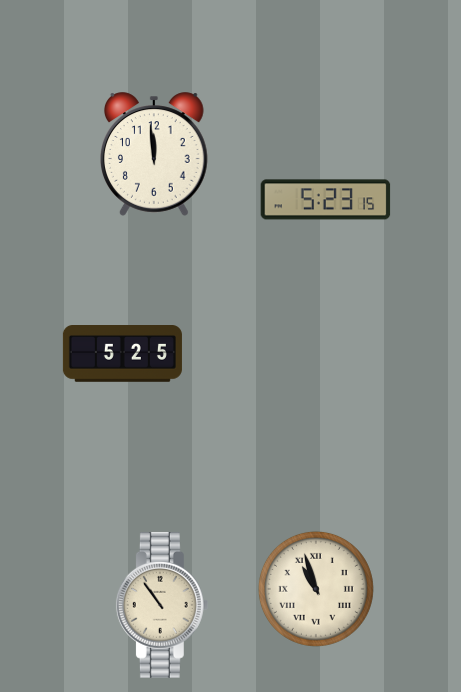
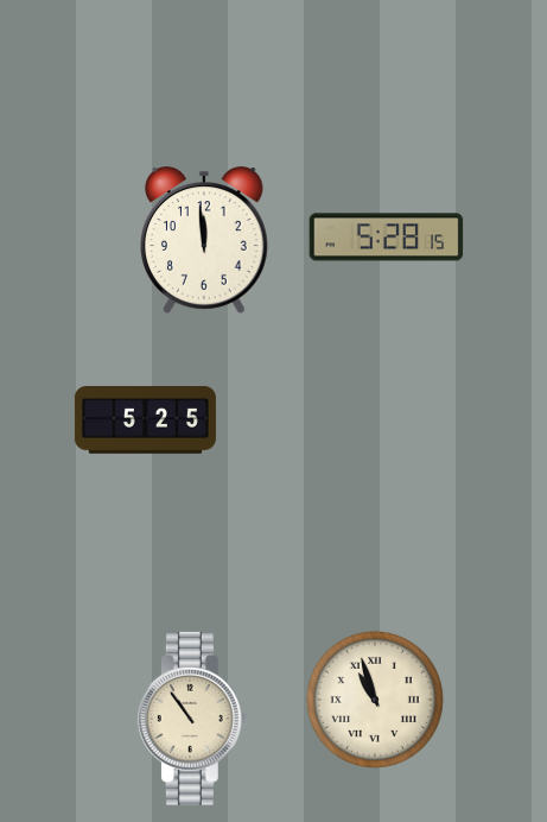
clock at (155, 154) position: (155, 154) -> (205, 240)
clock at (326, 200): 5:23 -> 5:28
